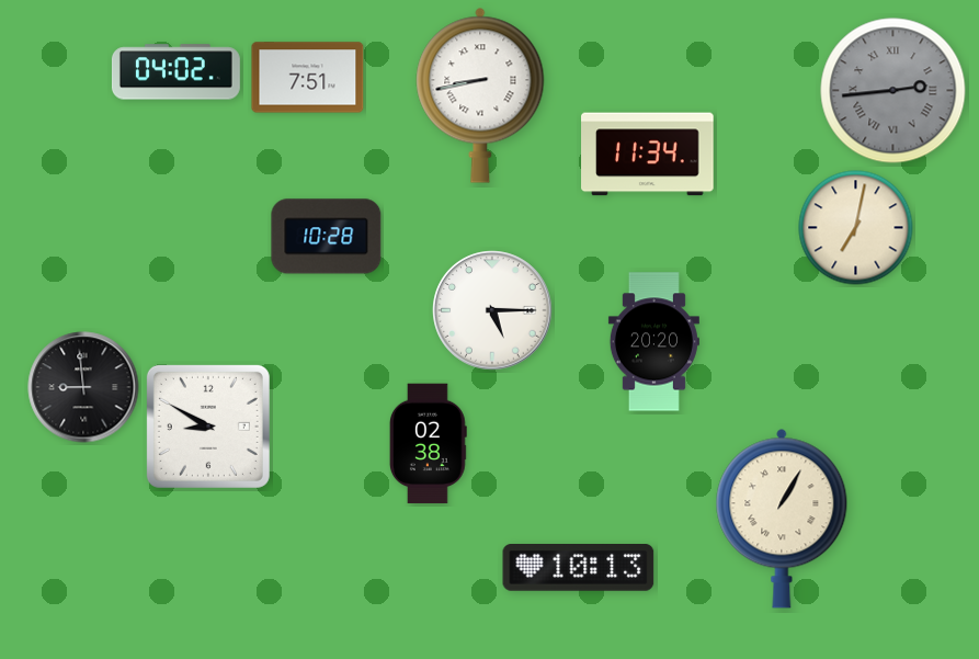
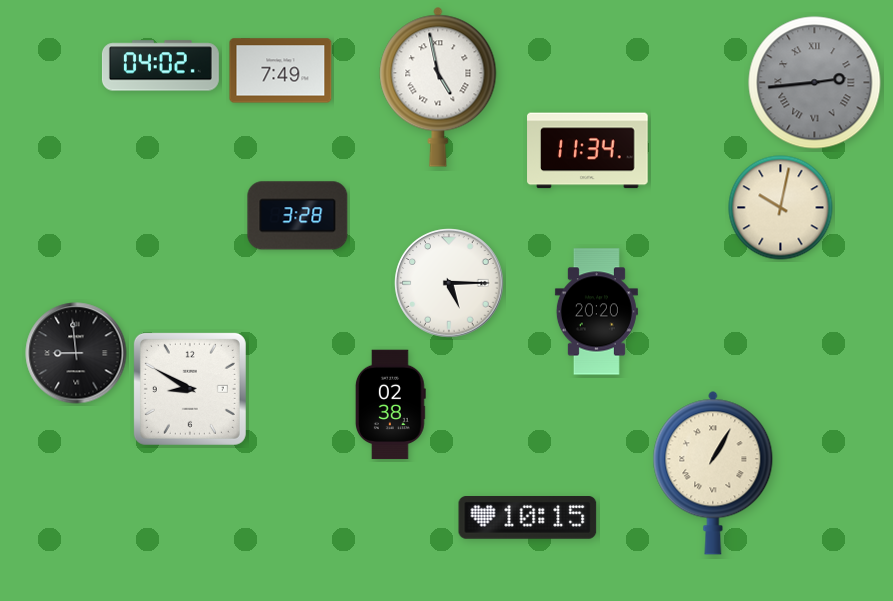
clock at (308, 78): 7:51 -> 7:49
clock at (480, 95): 8:43 -> 4:58
clock at (648, 155) position: (648, 155) -> (588, 151)
clock at (856, 228): 7:02 -> 10:02
clock at (327, 237): 10:28 -> 3:28
clock at (579, 568): 10:13 -> 10:15
